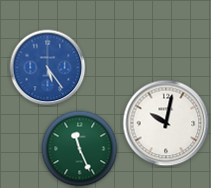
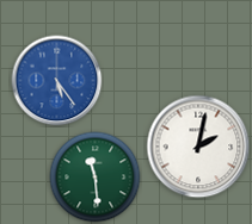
clock at (166, 123): 10:02 -> 2:02
clock at (80, 149): 11:26 -> 11:29
